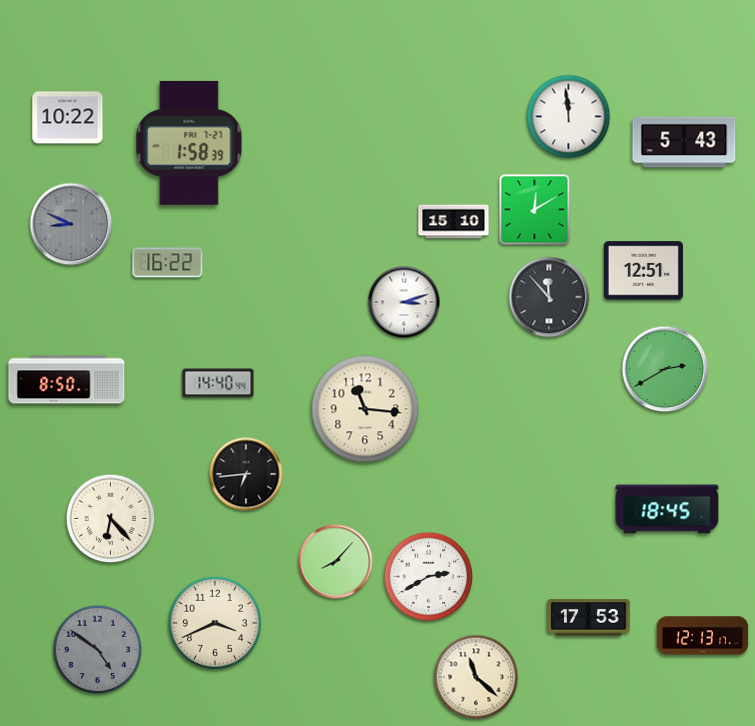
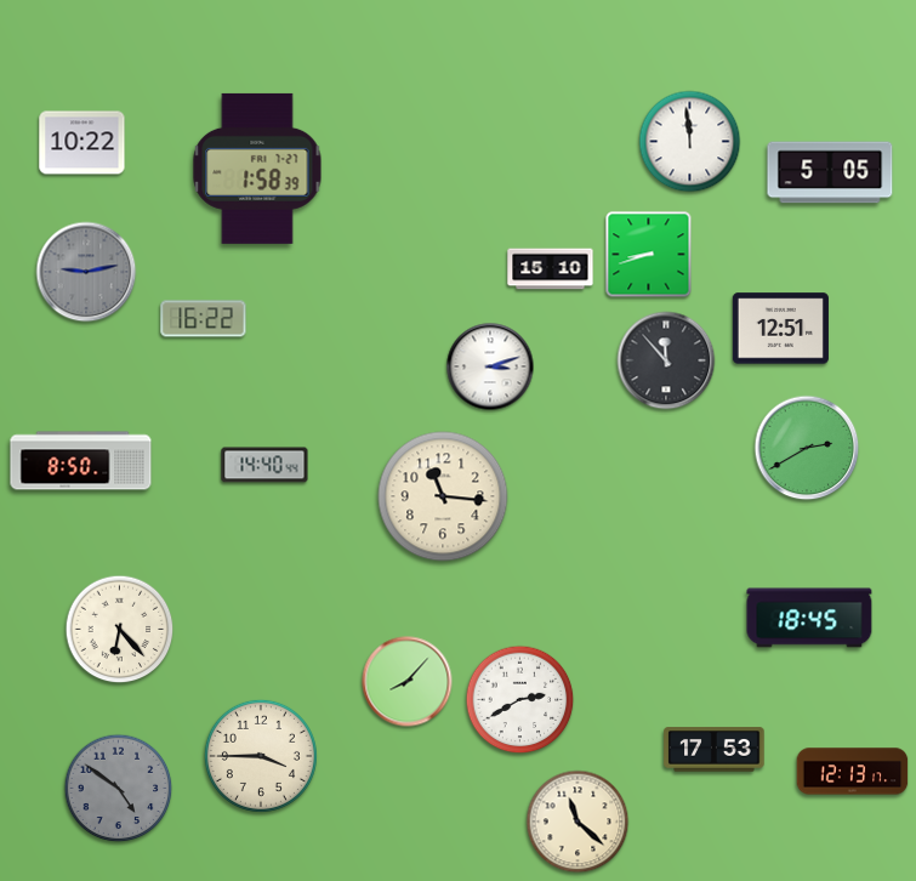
clock at (684, 142): 5:43 -> 5:05
clock at (189, 143) position: (189, 143) -> (257, 169)
clock at (535, 210): 12:10 -> 8:42
clock at (71, 224): 8:49 -> 9:13
clock at (246, 474): 6:44 -> none
clock at (111, 519) position: (111, 519) -> (120, 630)
clock at (215, 623): 3:41 -> 3:45
